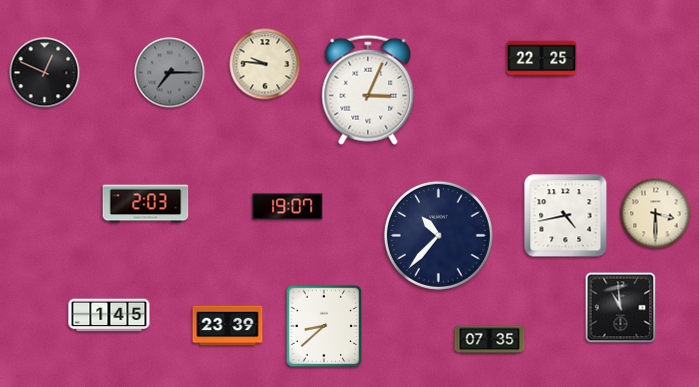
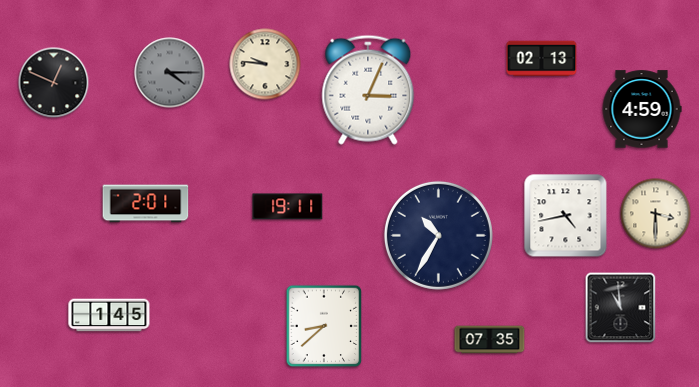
clock at (542, 59): 22:25 -> 02:13
clock at (45, 73) position: (45, 73) -> (54, 83)
clock at (170, 73): 7:15 -> 4:15
clock at (642, 109): none -> 4:59
clock at (146, 204): 2:03 -> 2:01
clock at (288, 207): 19:07 -> 19:11
clock at (438, 235): 10:37 -> 10:35
clock at (228, 326): 23:39 -> none
